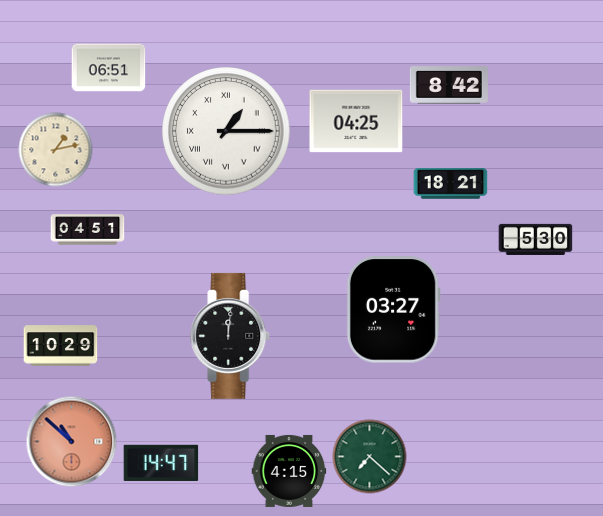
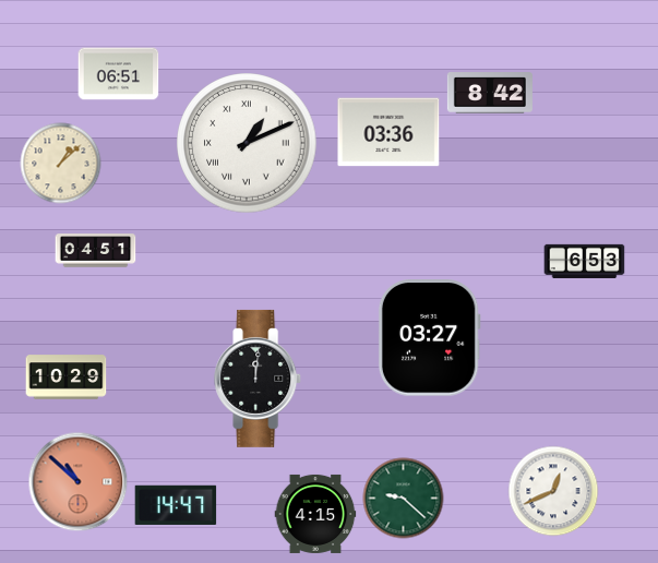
clock at (356, 121): 04:25 -> 03:36
clock at (226, 131): 1:15 -> 1:11
clock at (56, 150): 1:13 -> 1:08
clock at (451, 184): 18:21 -> none
clock at (536, 239): 5:30 -> 6:53
clock at (231, 336) position: (231, 336) -> (259, 379)
clock at (553, 491): none -> 12:41
clock at (370, 457): 7:22 -> 9:22
